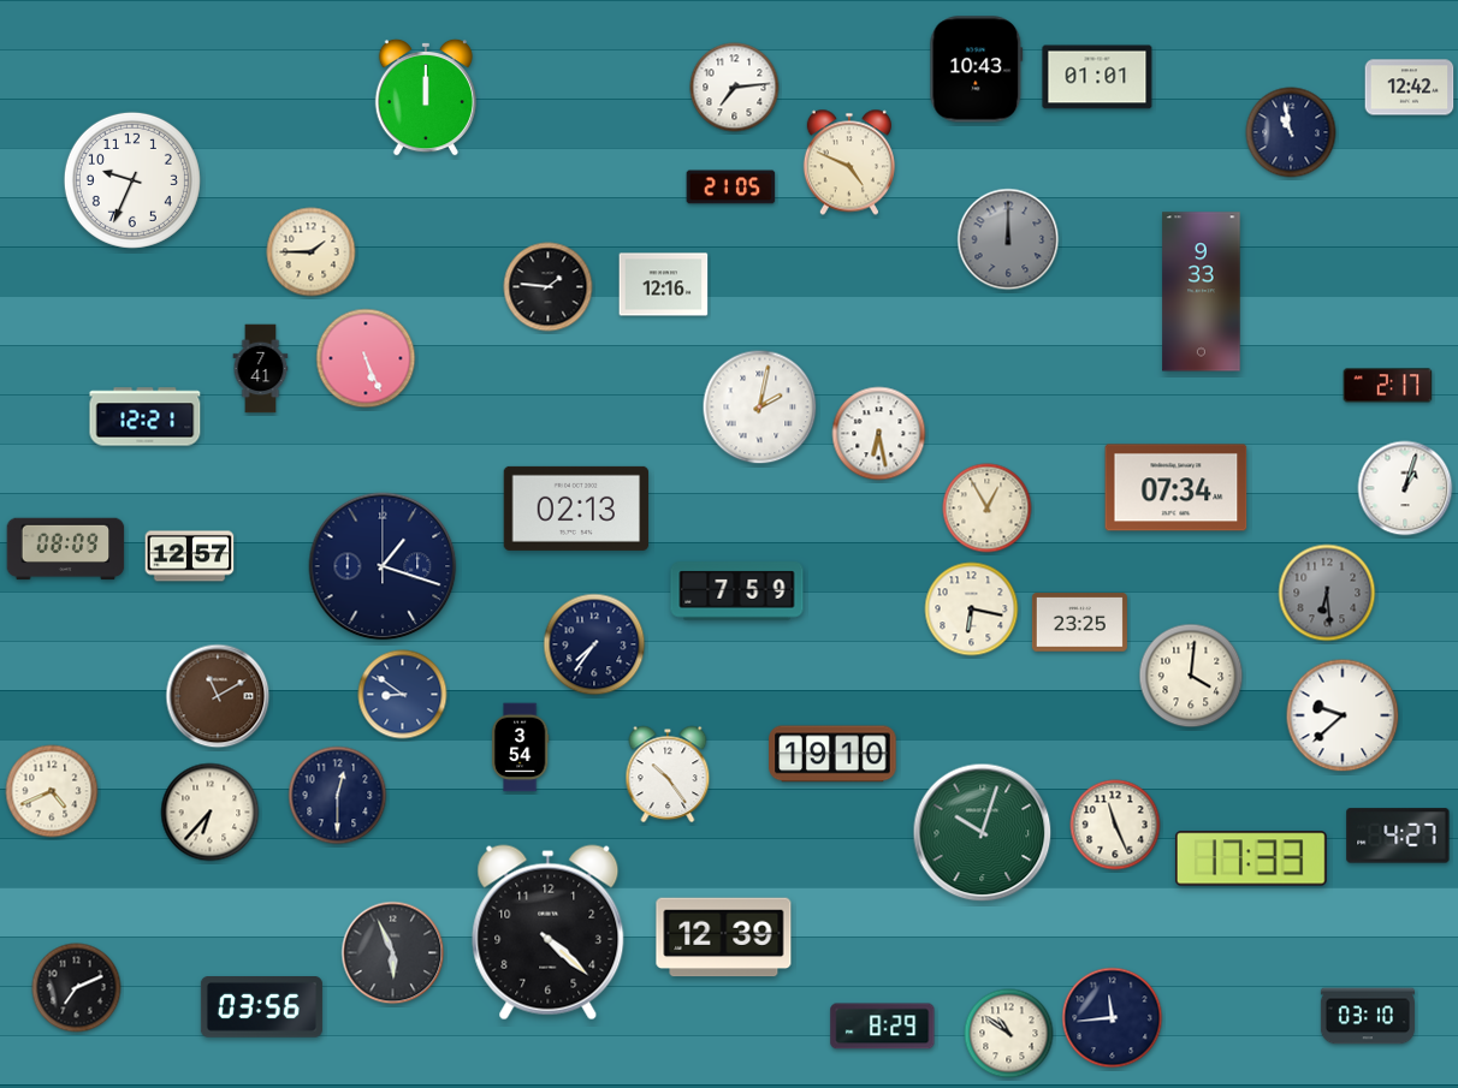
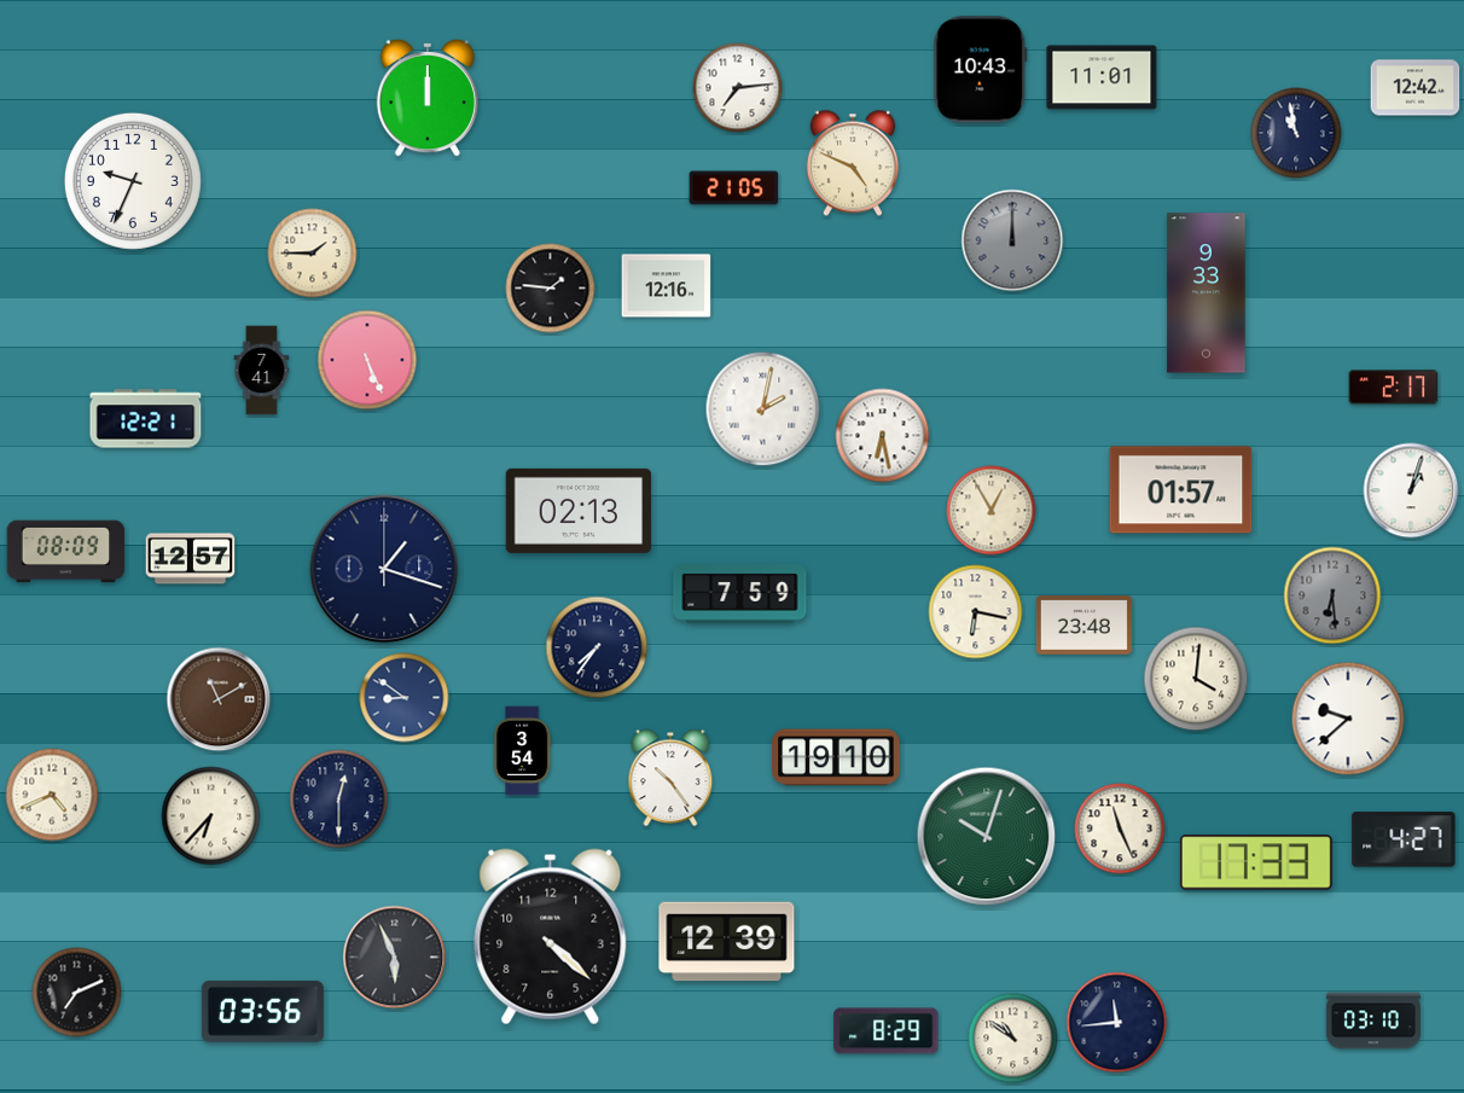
clock at (1097, 77): 01:01 -> 11:01
clock at (1177, 488): 07:34 -> 01:57
clock at (1079, 623): 23:25 -> 23:48
